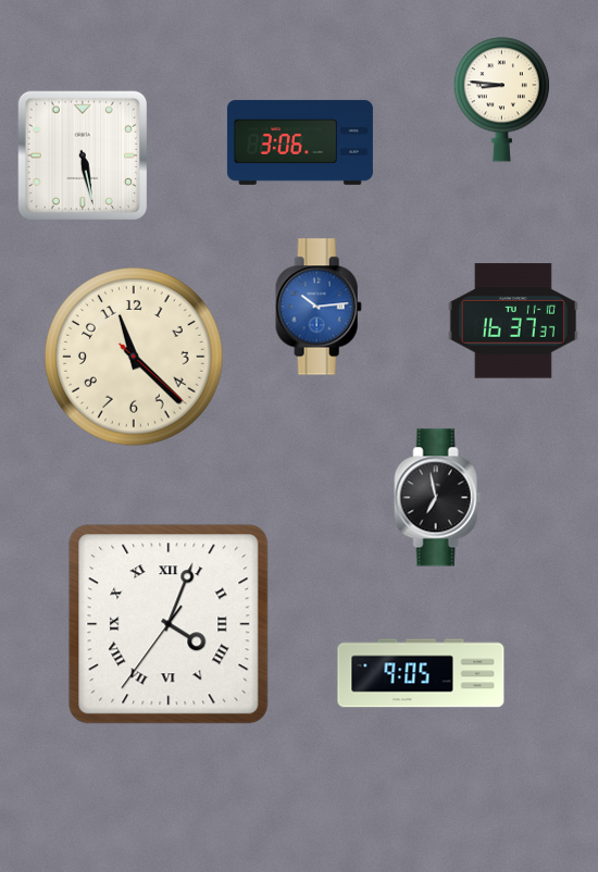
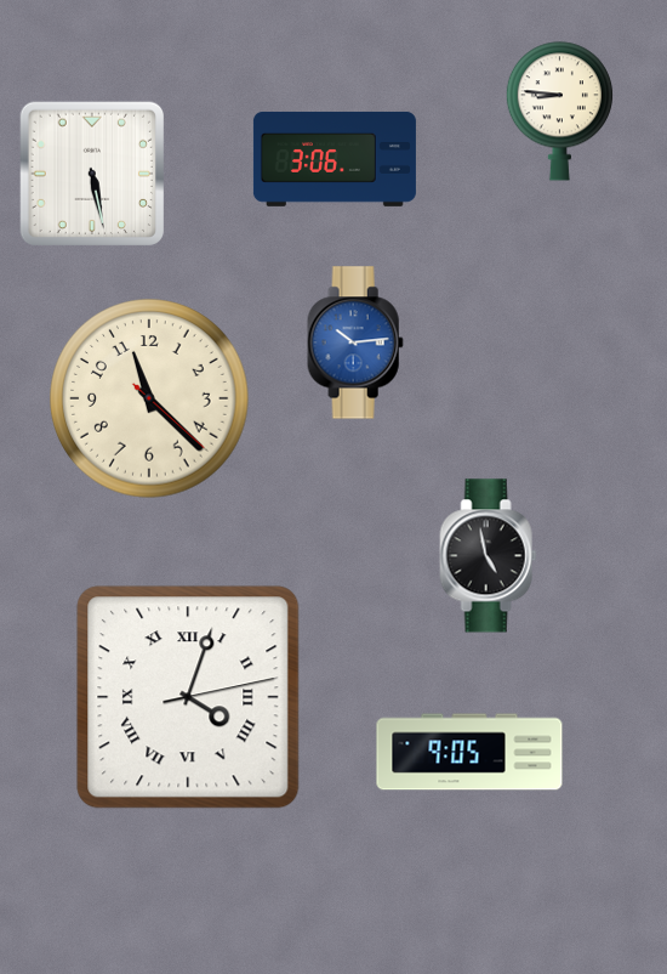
clock at (513, 321): 16:37 -> none
clock at (438, 498): 6:58 -> 4:58
clock at (169, 624): 4:03:36 -> 4:03:13
